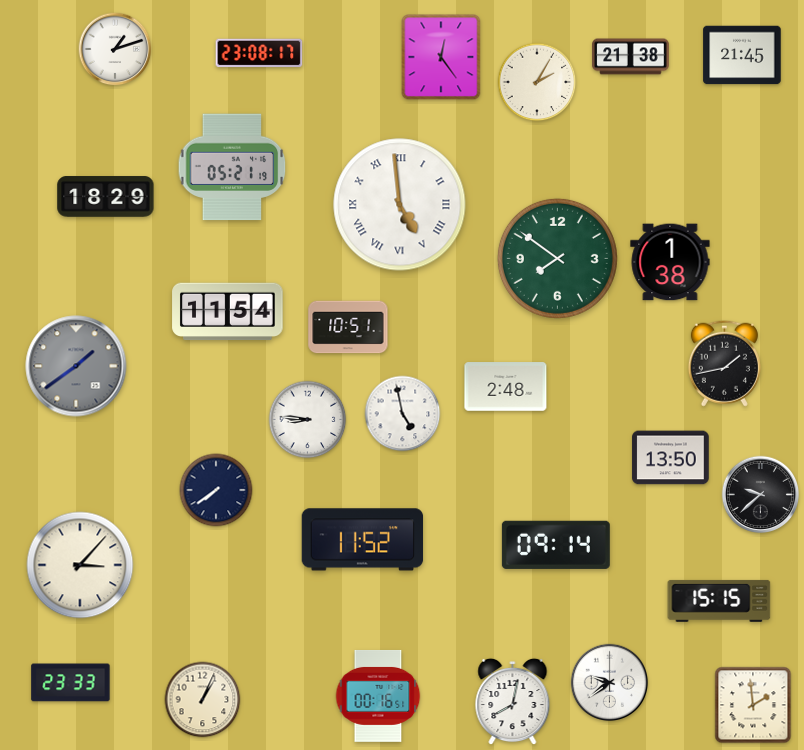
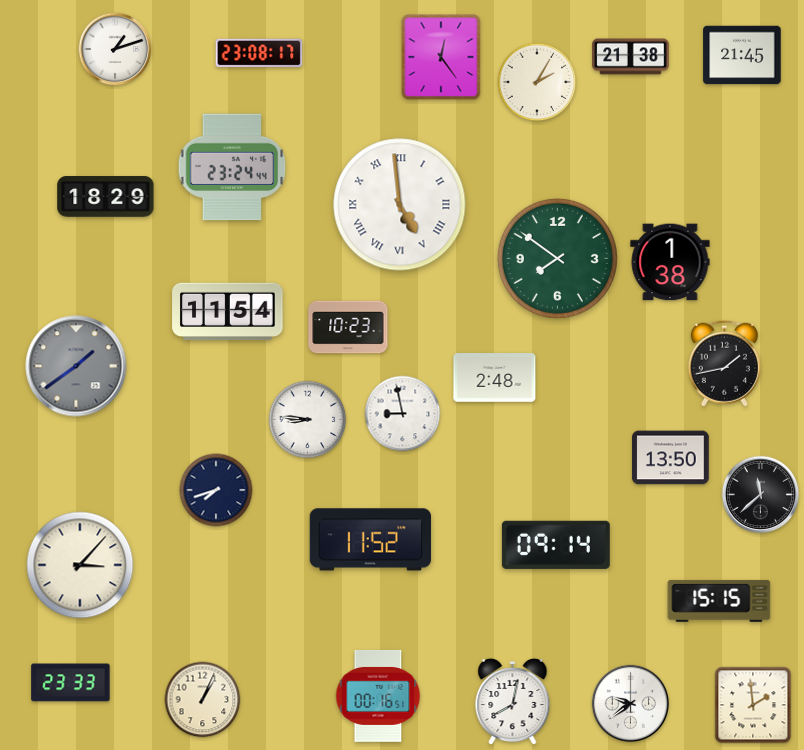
clock at (232, 167): 05:21 -> 23:24
clock at (348, 327): 10:51 -> 10:23
clock at (506, 387) position: (506, 387) -> (495, 378)
clock at (403, 414): 4:58 -> 8:58
clock at (216, 490): 7:39 -> 7:42
clock at (761, 495): 9:38 -> 11:38
clock at (363, 540) position: (363, 540) -> (371, 540)
clock at (610, 683) position: (610, 683) -> (631, 704)
